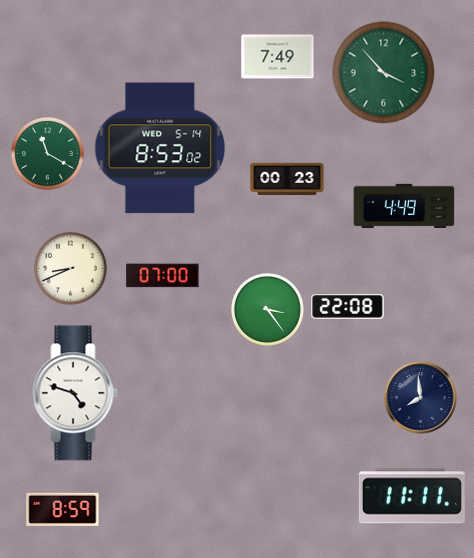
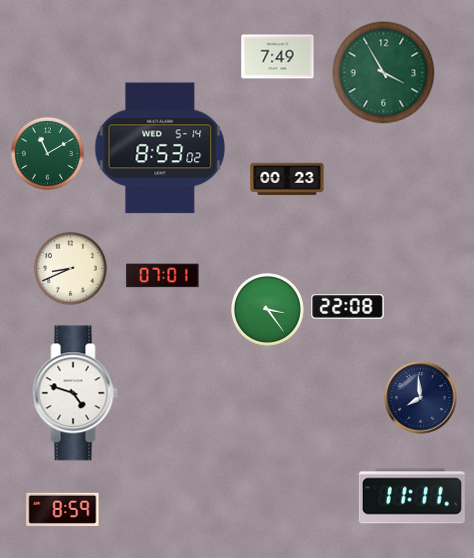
clock at (384, 73): 3:53 -> 3:55
clock at (47, 153): 11:20 -> 11:10
clock at (404, 206): 4:49 -> none
clock at (163, 276): 07:00 -> 07:01
